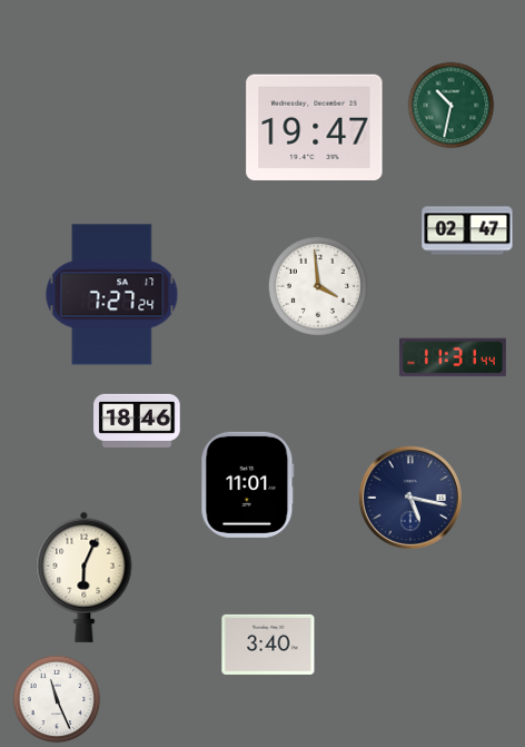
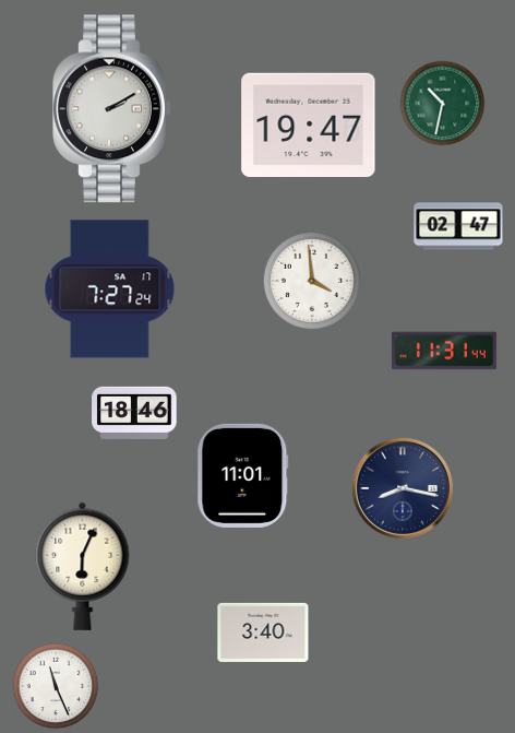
clock at (112, 109): none -> 2:10
clock at (410, 498): 5:17 -> 8:17
